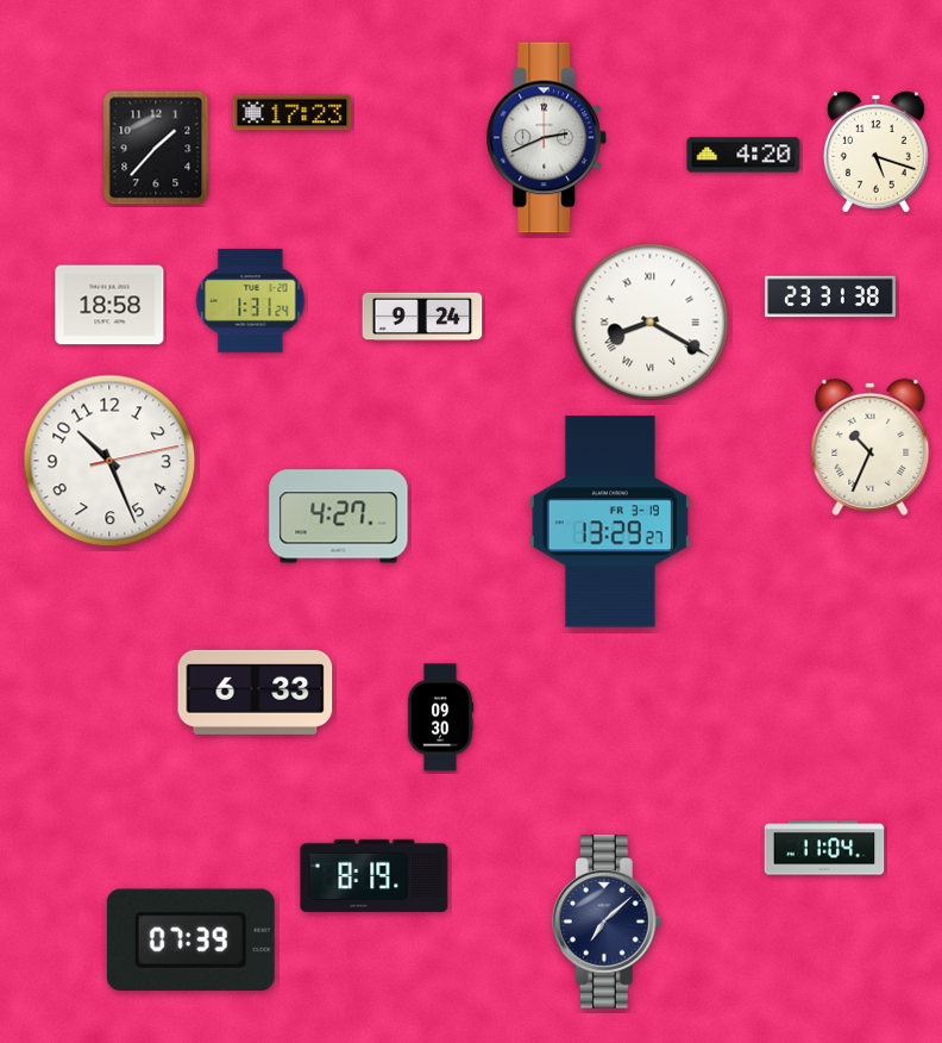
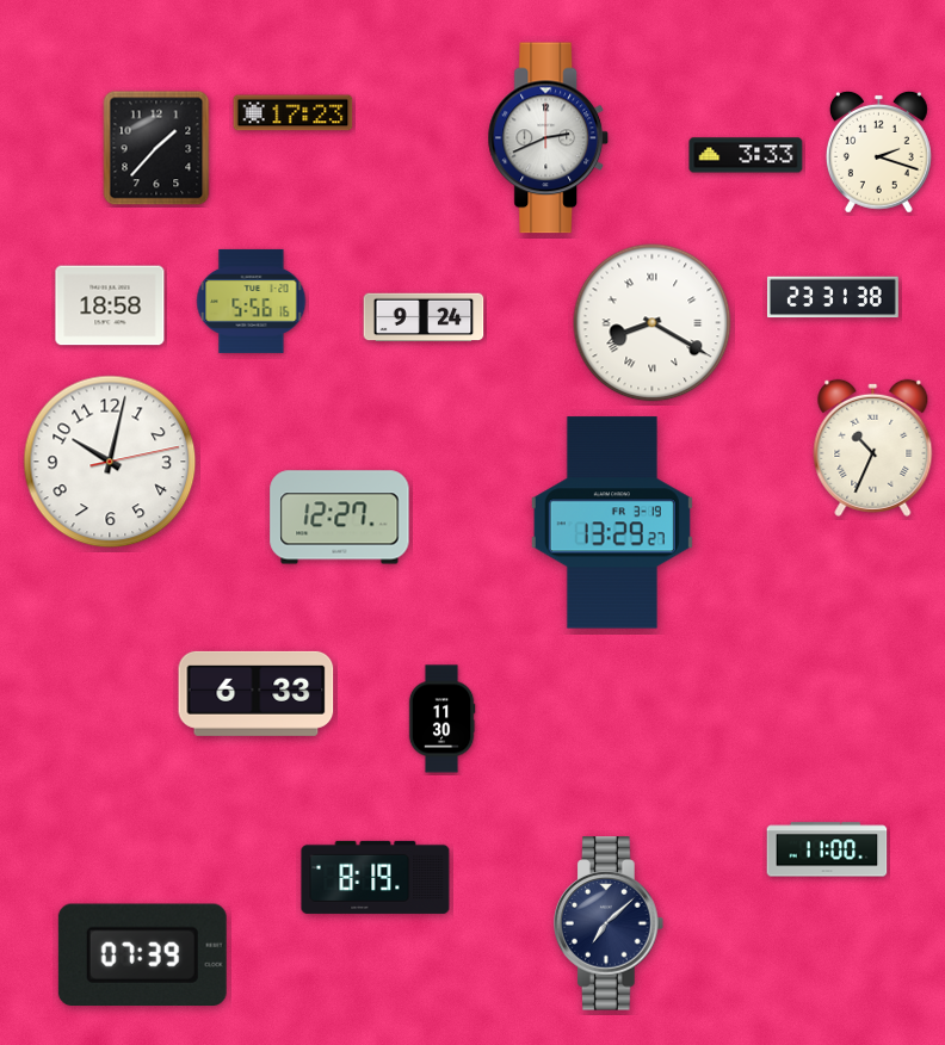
clock at (875, 151): 5:18 -> 2:18
clock at (743, 155): 4:20 -> 3:33
clock at (251, 300): 1:31 -> 5:56
clock at (109, 461): 10:26 -> 10:02
clock at (339, 517): 4:27 -> 12:27
clock at (440, 718): 09:30 -> 11:30
clock at (824, 848): 11:04 -> 11:00
clock at (190, 939) position: (190, 939) -> (142, 954)
